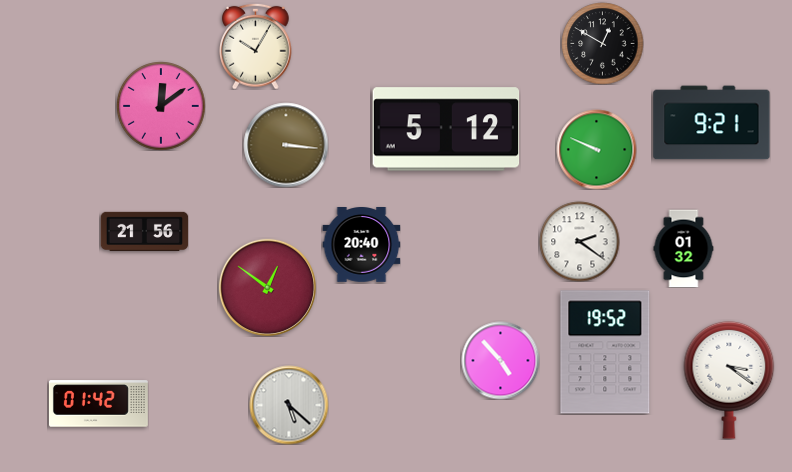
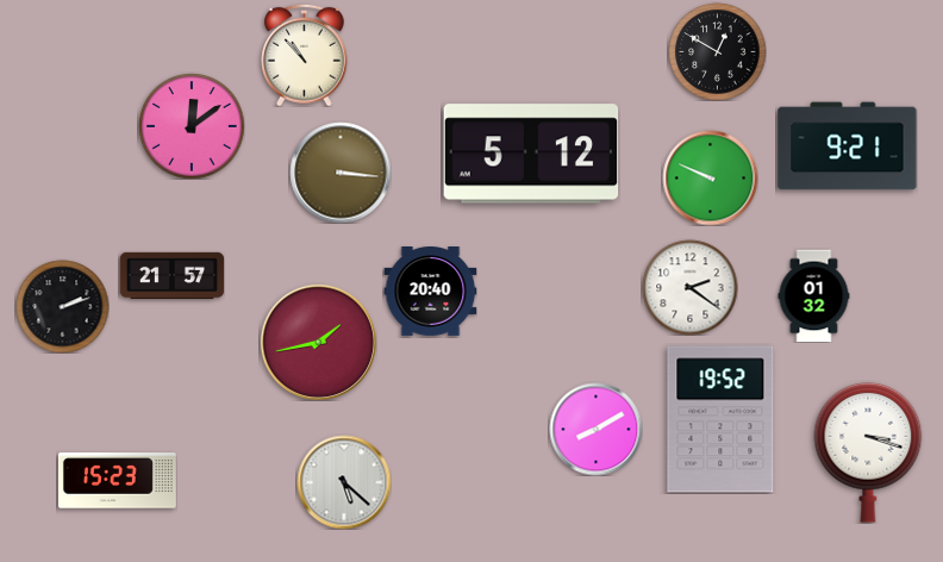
clock at (256, 46): 10:05 -> 10:53
clock at (144, 231): 21:56 -> 21:57
clock at (62, 306): none -> 2:12
clock at (267, 287): 12:51 -> 1:43
clock at (500, 360): 4:53 -> 8:10
clock at (729, 380): 3:21 -> 3:18
clock at (98, 404): 01:42 -> 15:23
